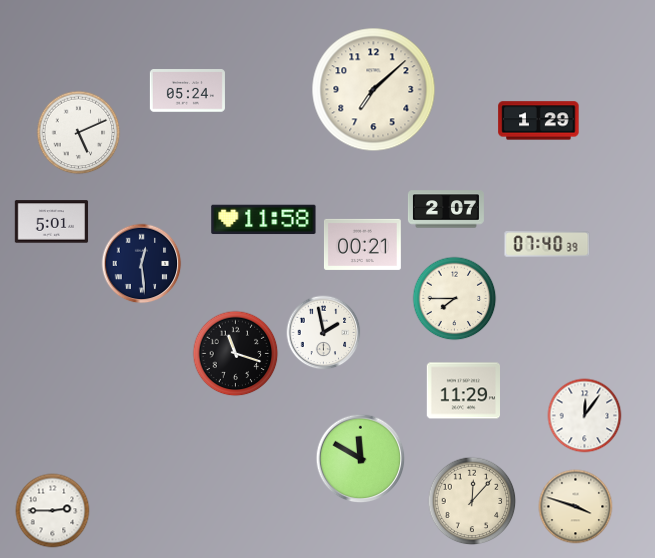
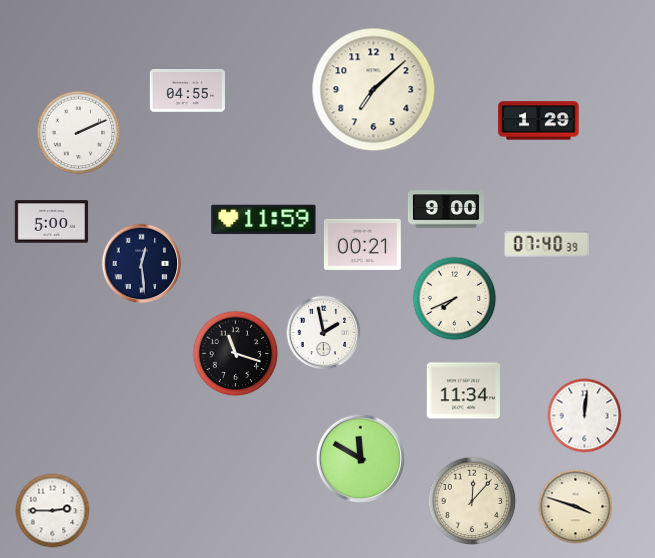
clock at (187, 91): 05:24 -> 04:55
clock at (79, 133): 5:11 -> 2:11
clock at (446, 209): 2:07 -> 9:00
clock at (264, 220): 11:58 -> 11:59
clock at (52, 222): 5:01 -> 5:00
clock at (455, 299): 7:45 -> 7:41
clock at (464, 391): 11:29 -> 11:34
clock at (585, 416): 12:06 -> 12:01
